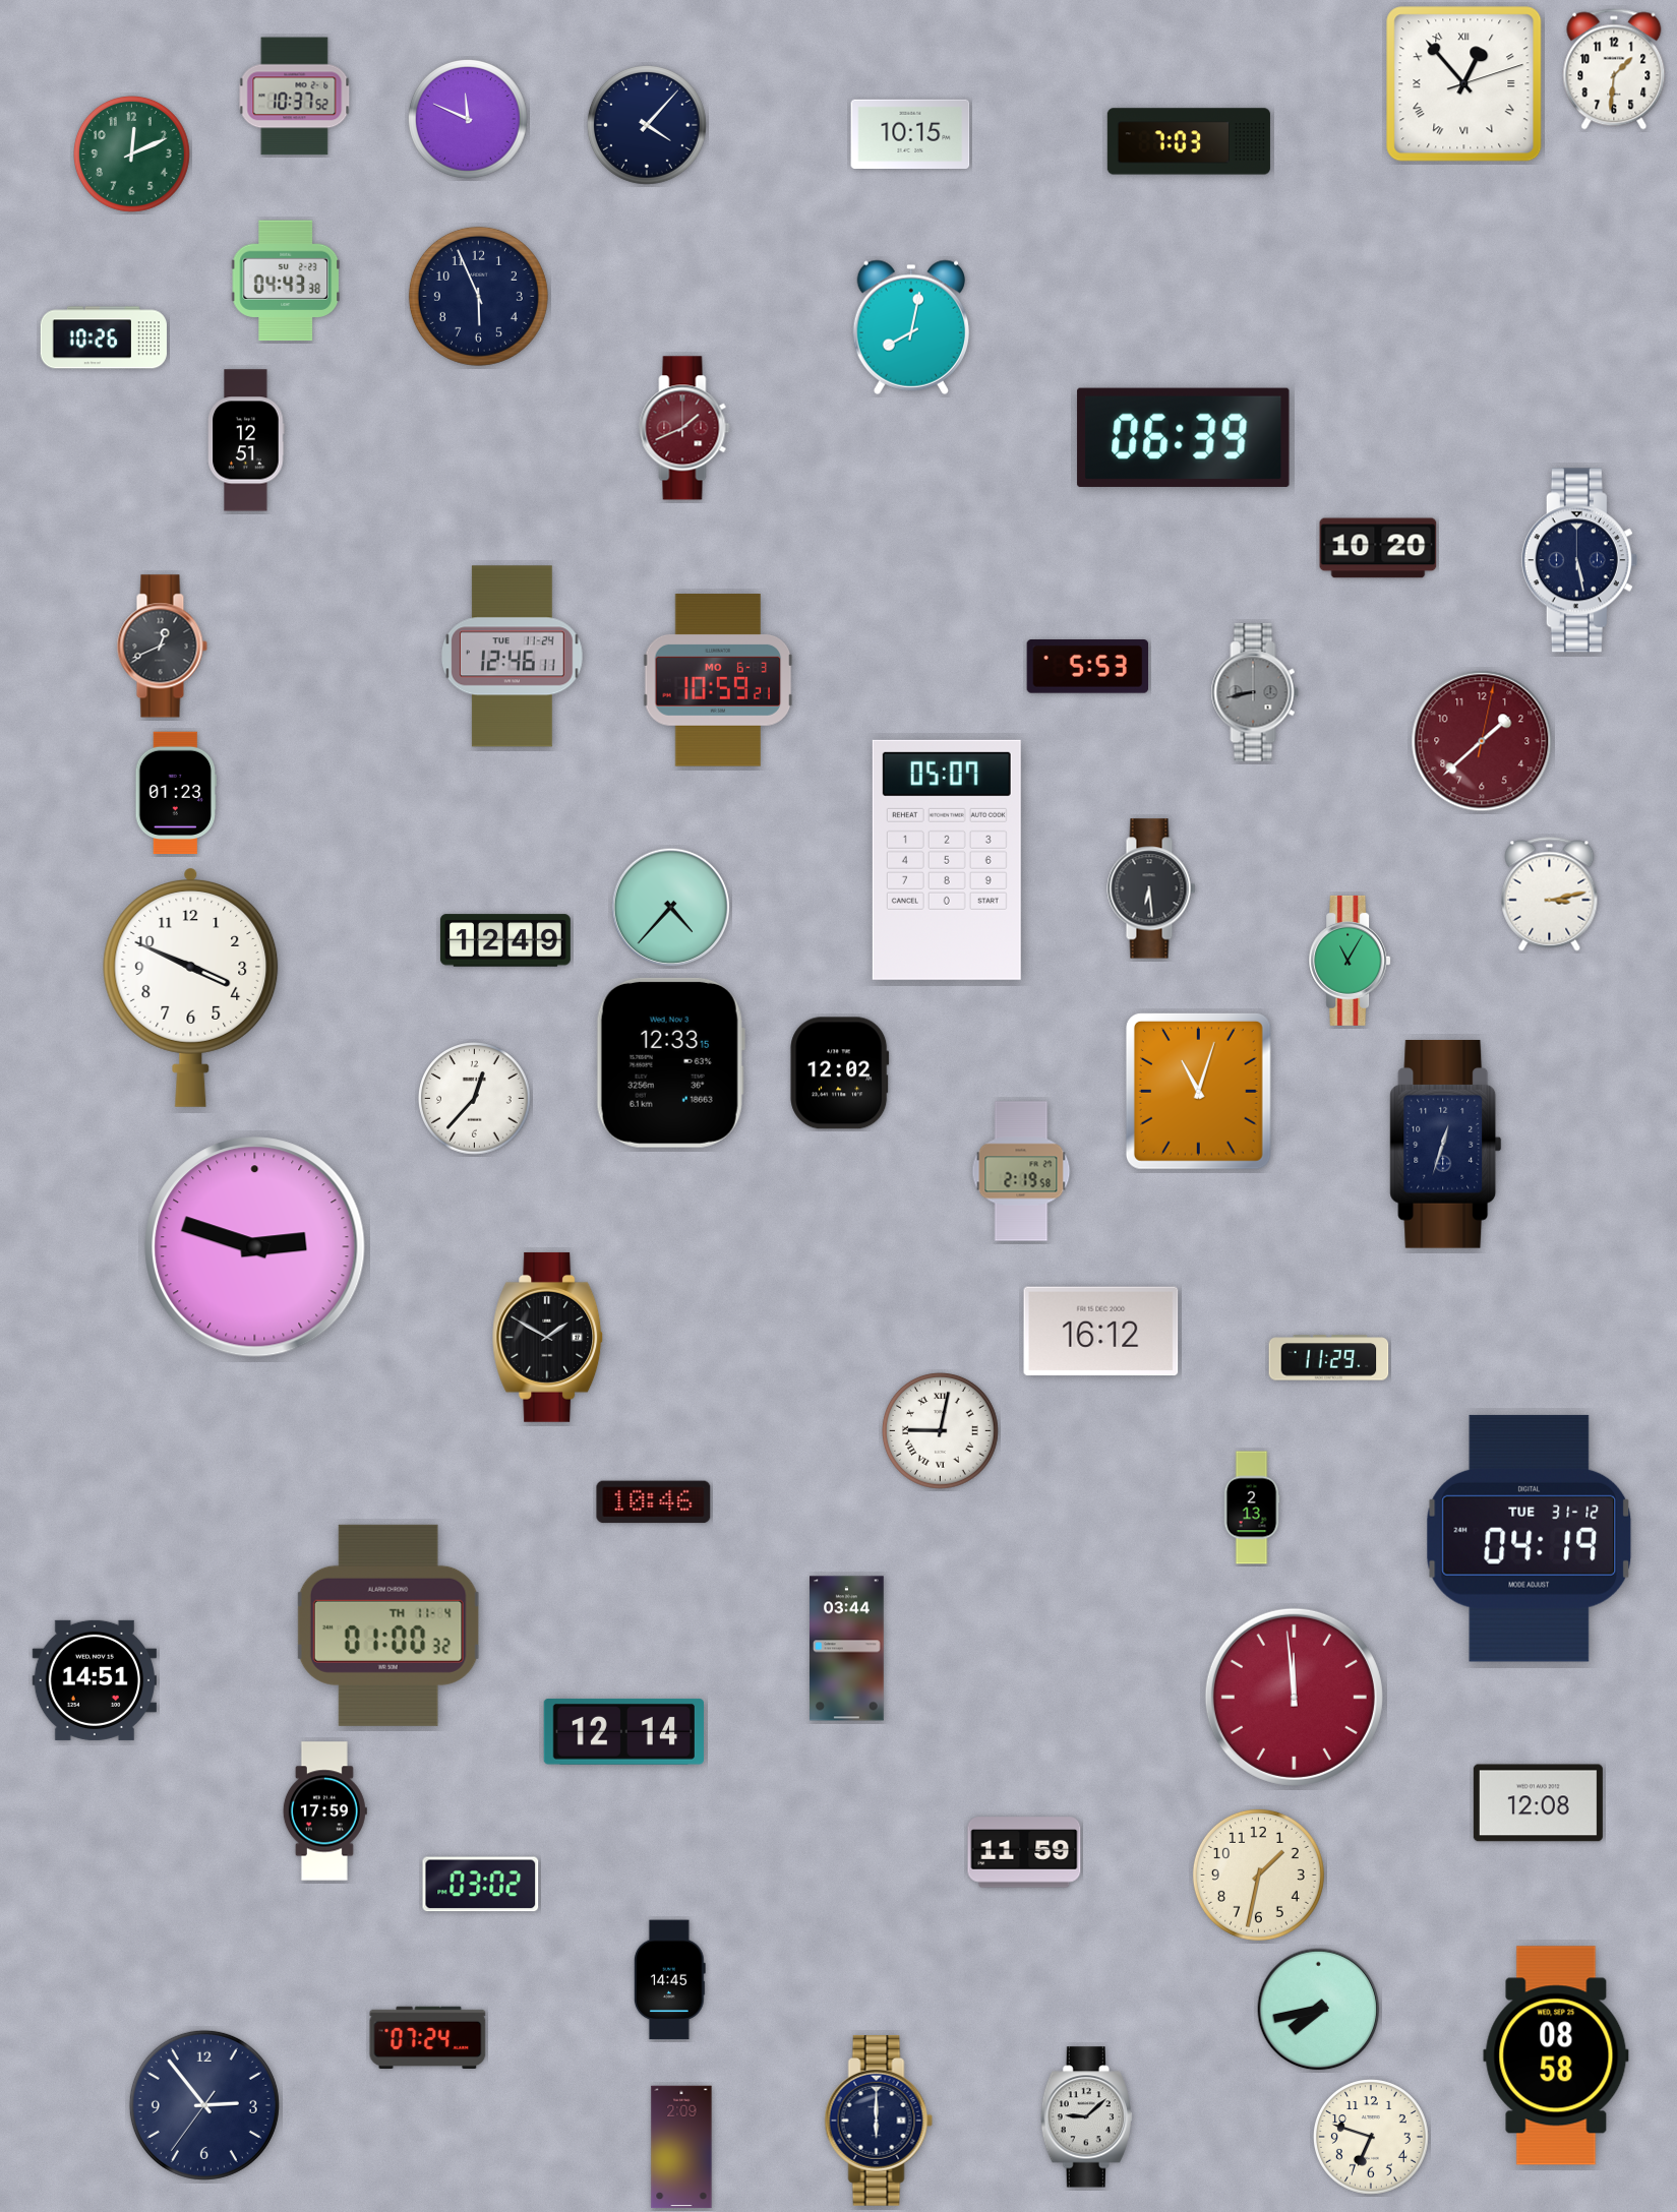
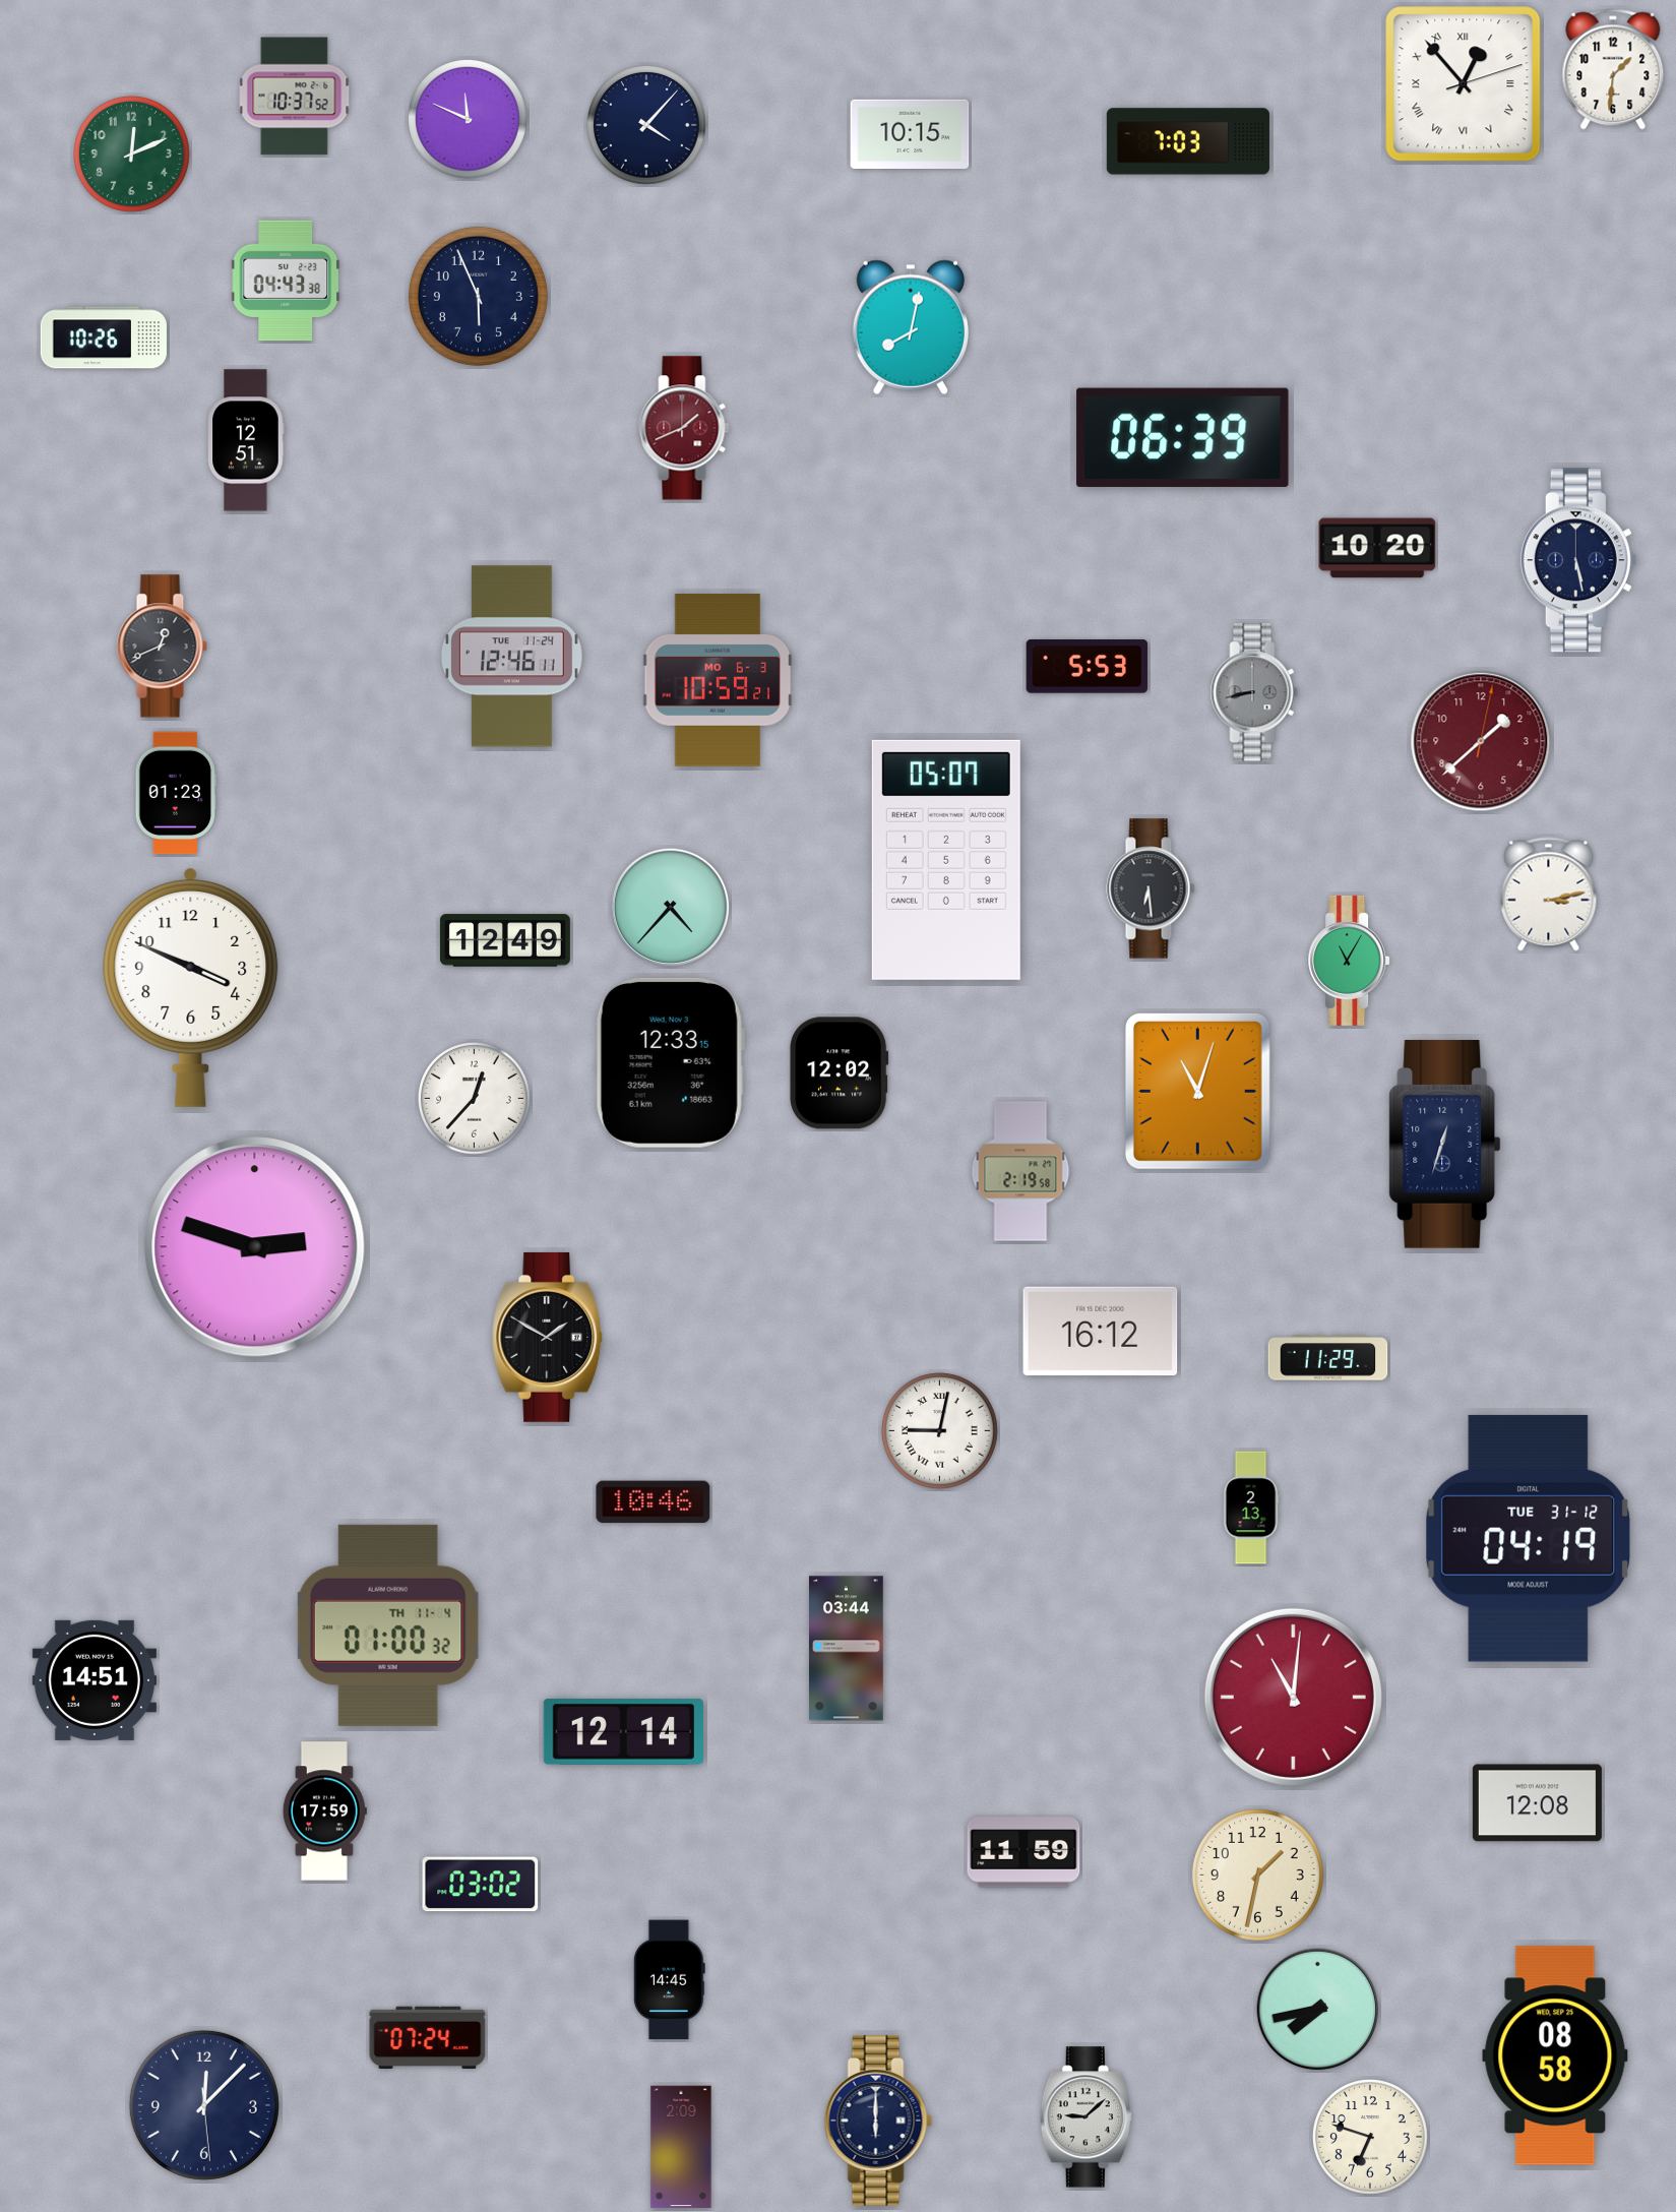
clock at (1294, 1697): 11:59 -> 11:01
clock at (204, 2105): 2:53 -> 12:07
